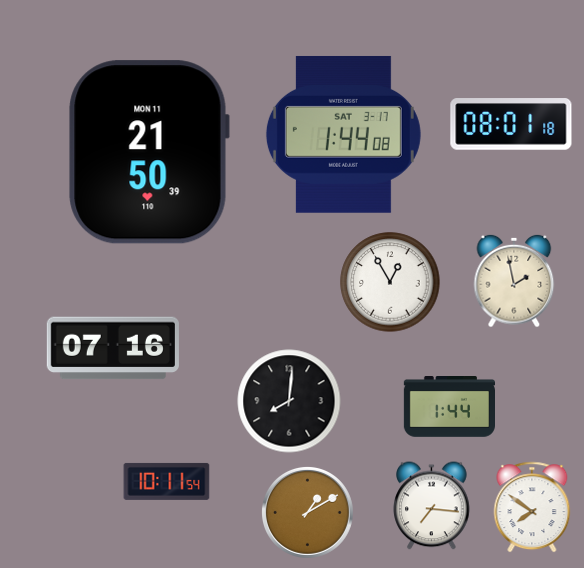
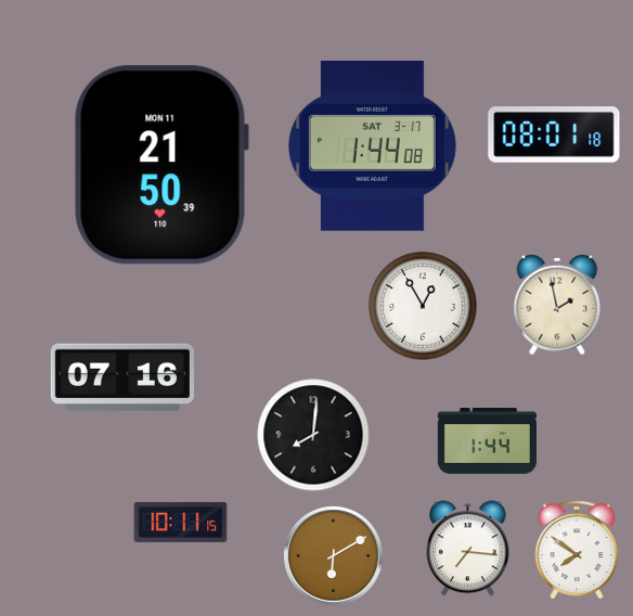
clock at (167, 481): 10:11:54 -> 10:11:15
clock at (307, 512): 1:10 -> 6:10
